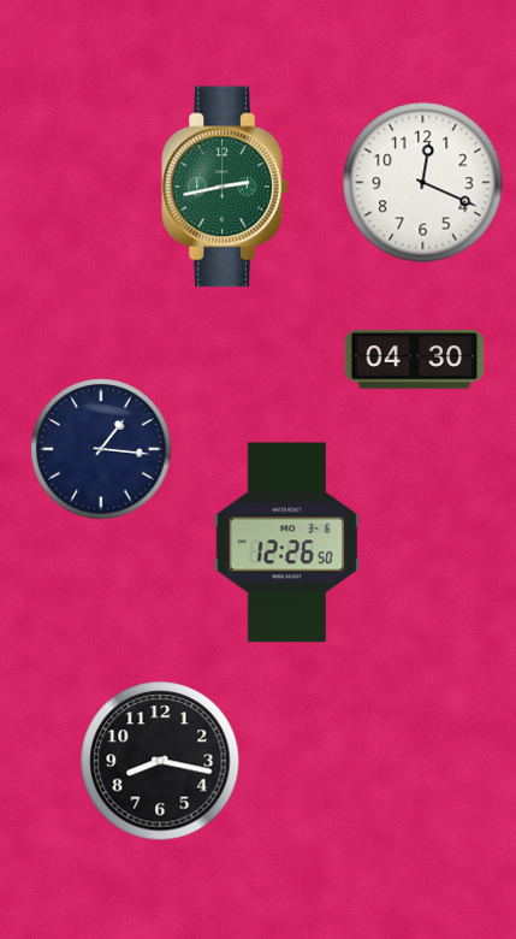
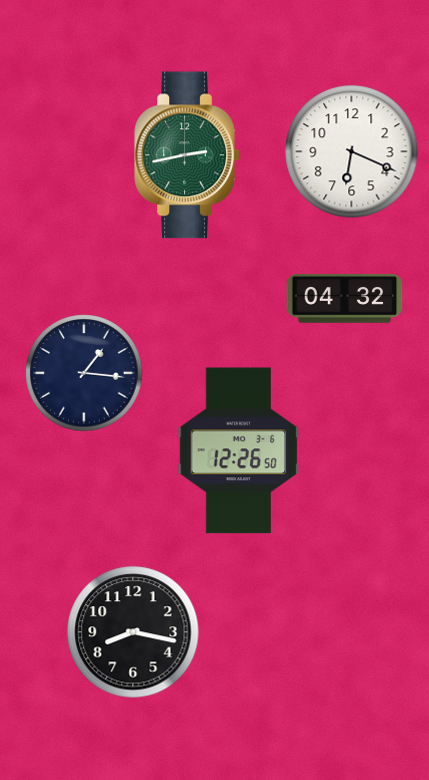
clock at (423, 183): 12:19 -> 6:19
clock at (415, 360): 04:30 -> 04:32
